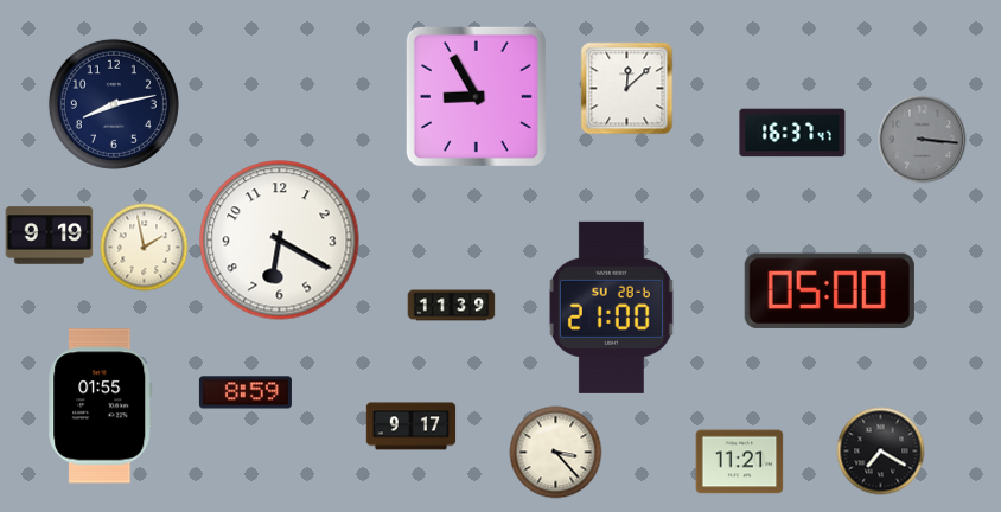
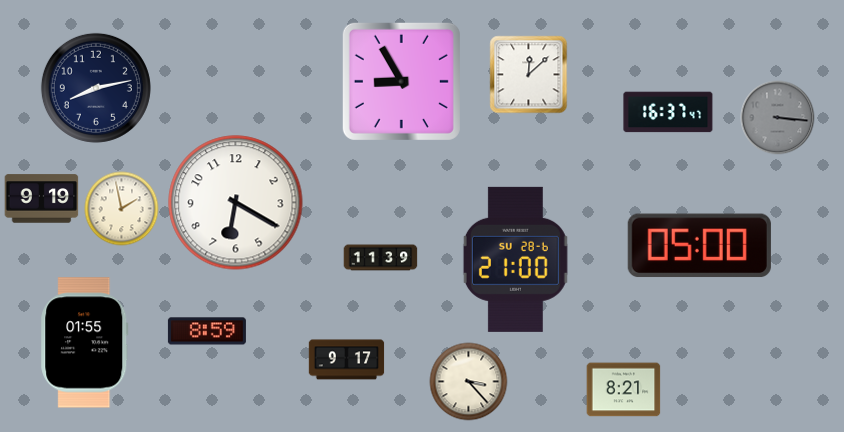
clock at (881, 452): 7:20 -> none
clock at (740, 462): 11:21 -> 8:21
